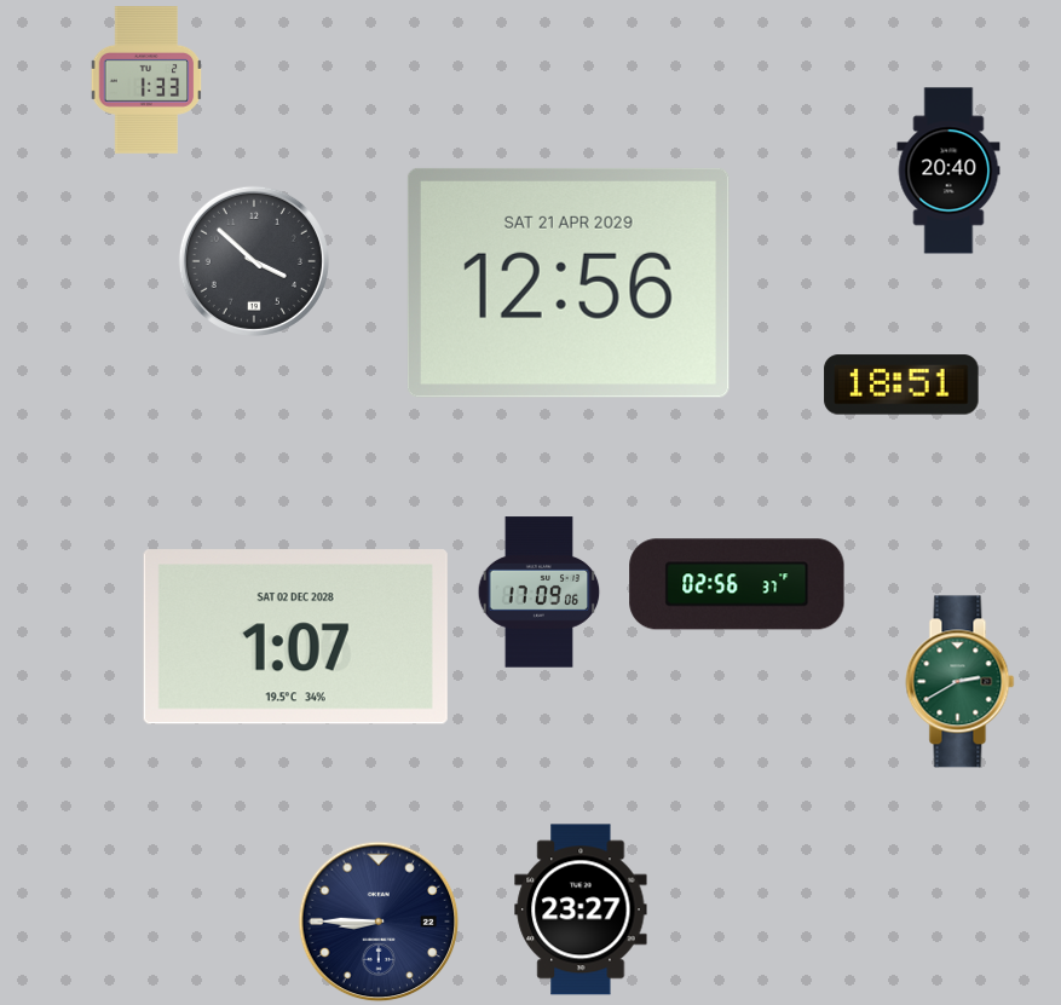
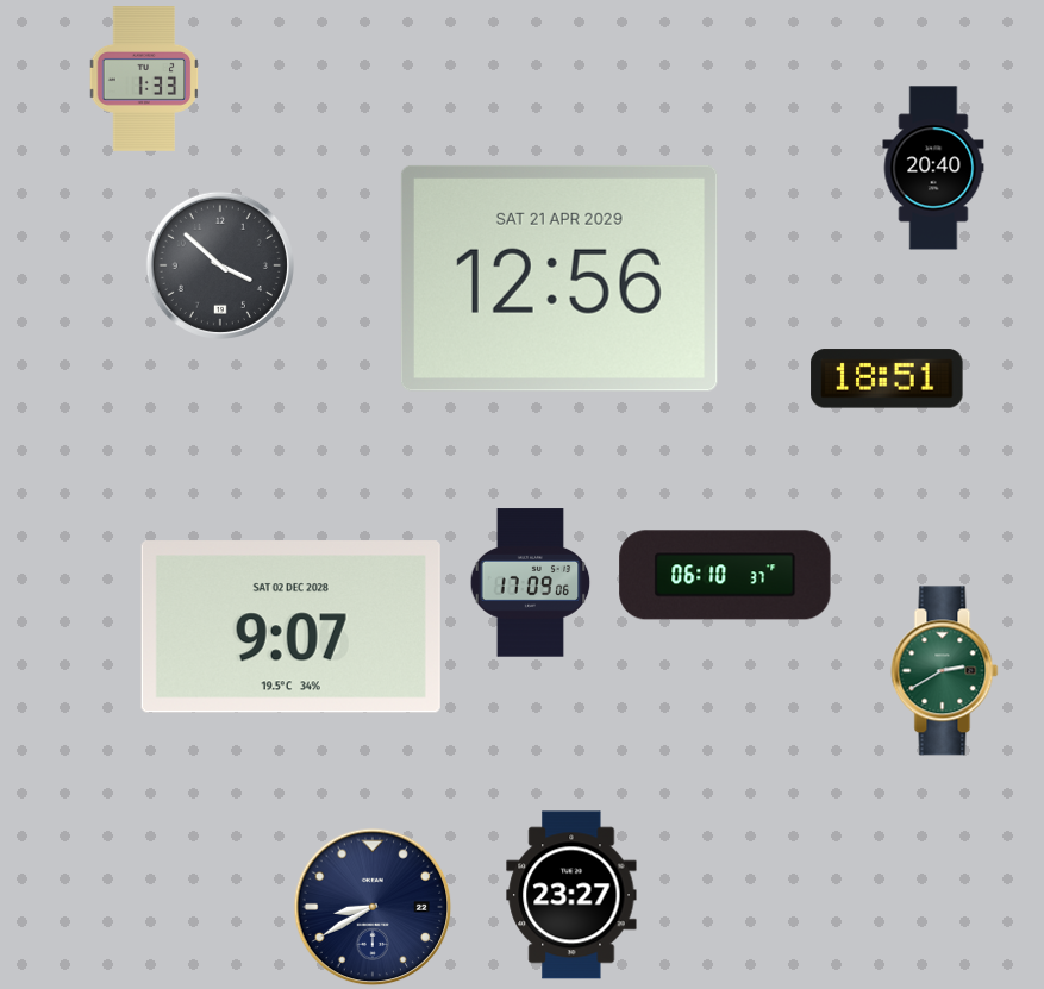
clock at (254, 261) position: (254, 261) -> (220, 265)
clock at (737, 584): 02:56 -> 06:10
clock at (295, 637): 1:07 -> 9:07
clock at (379, 922): 8:45 -> 8:40
